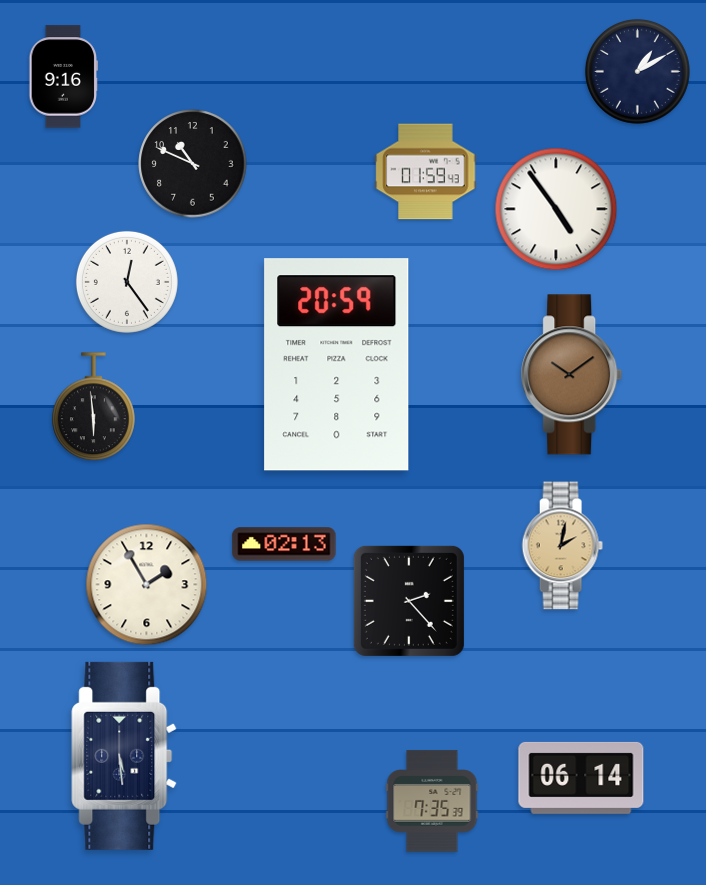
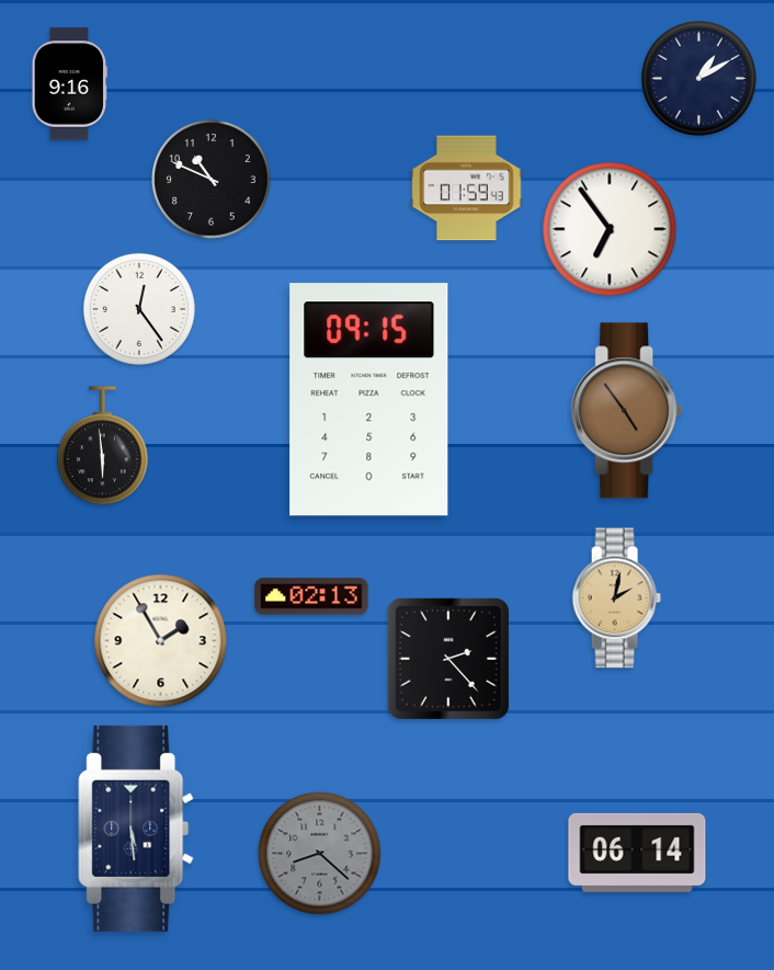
clock at (556, 209): 4:54 -> 6:54
clock at (337, 365): 20:59 -> 09:15
clock at (572, 375): 10:09 -> 4:54
clock at (320, 854): none -> 8:22
clock at (432, 801): 7:35 -> none
